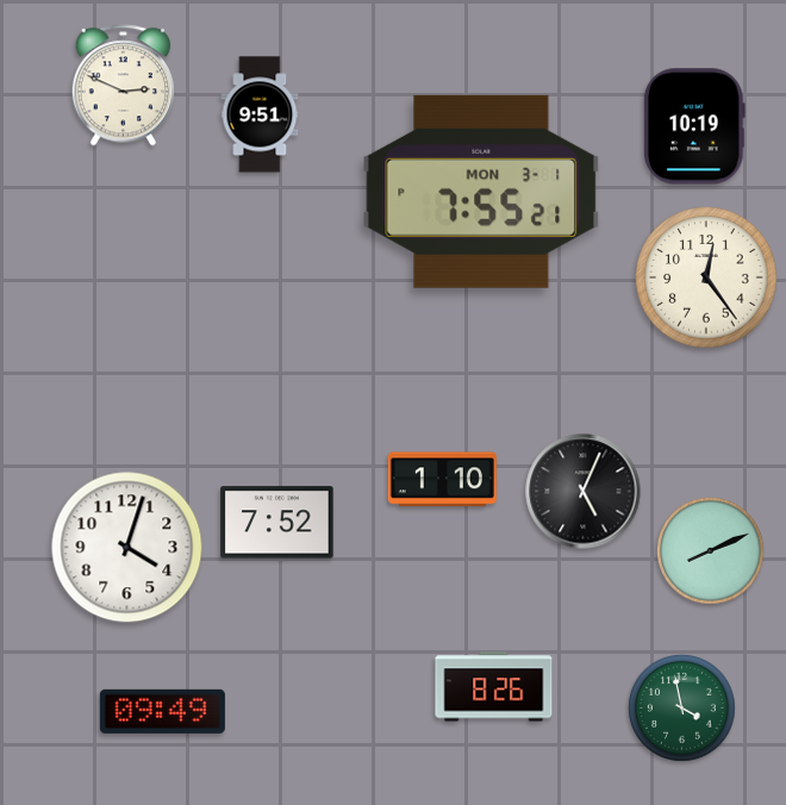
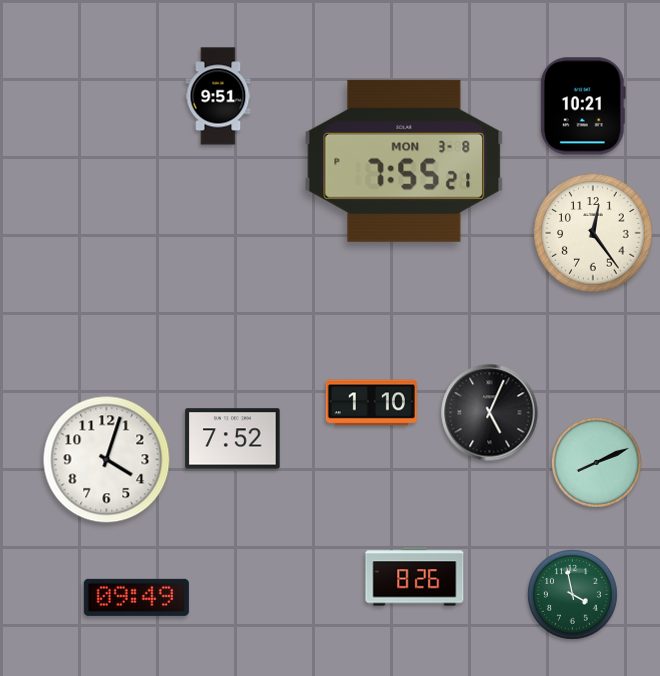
clock at (123, 86): 2:49 -> none
clock at (694, 126): 10:19 -> 10:21
clock at (481, 192) date: MON 3-1 -> MON 3-8
